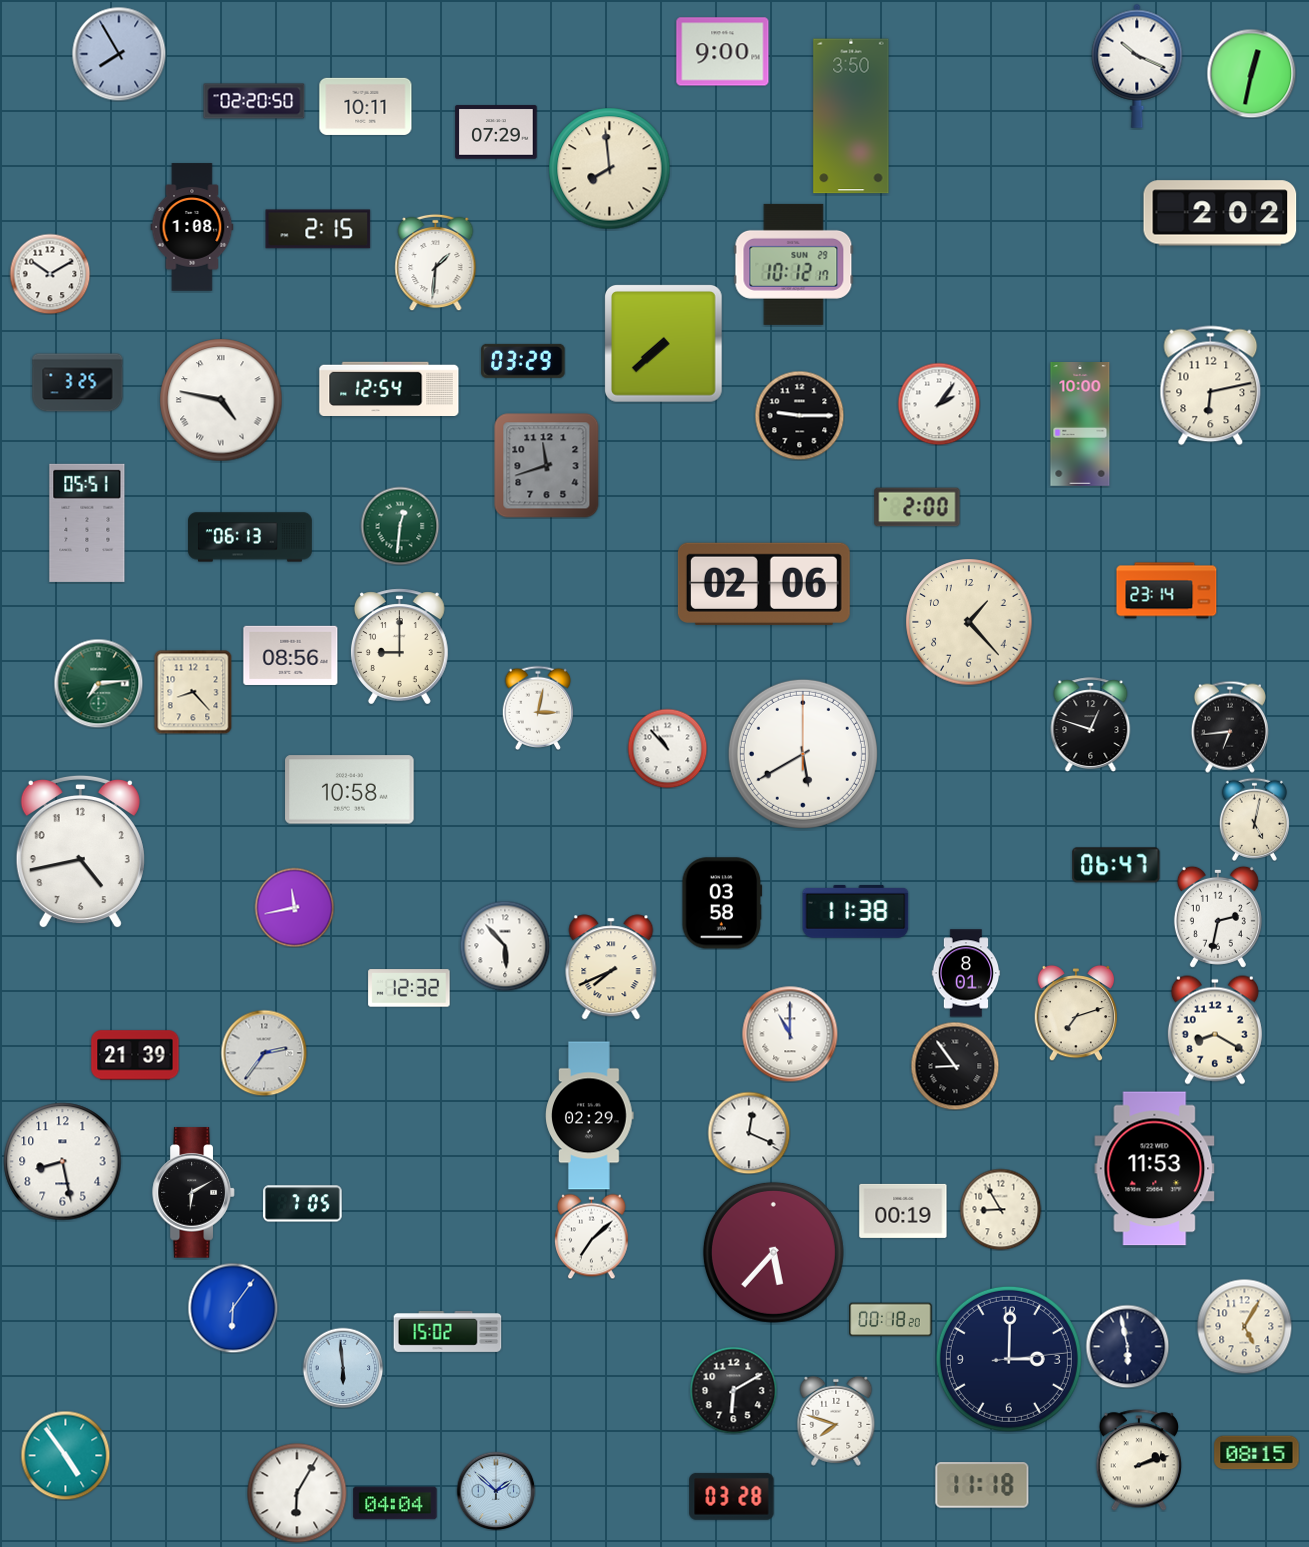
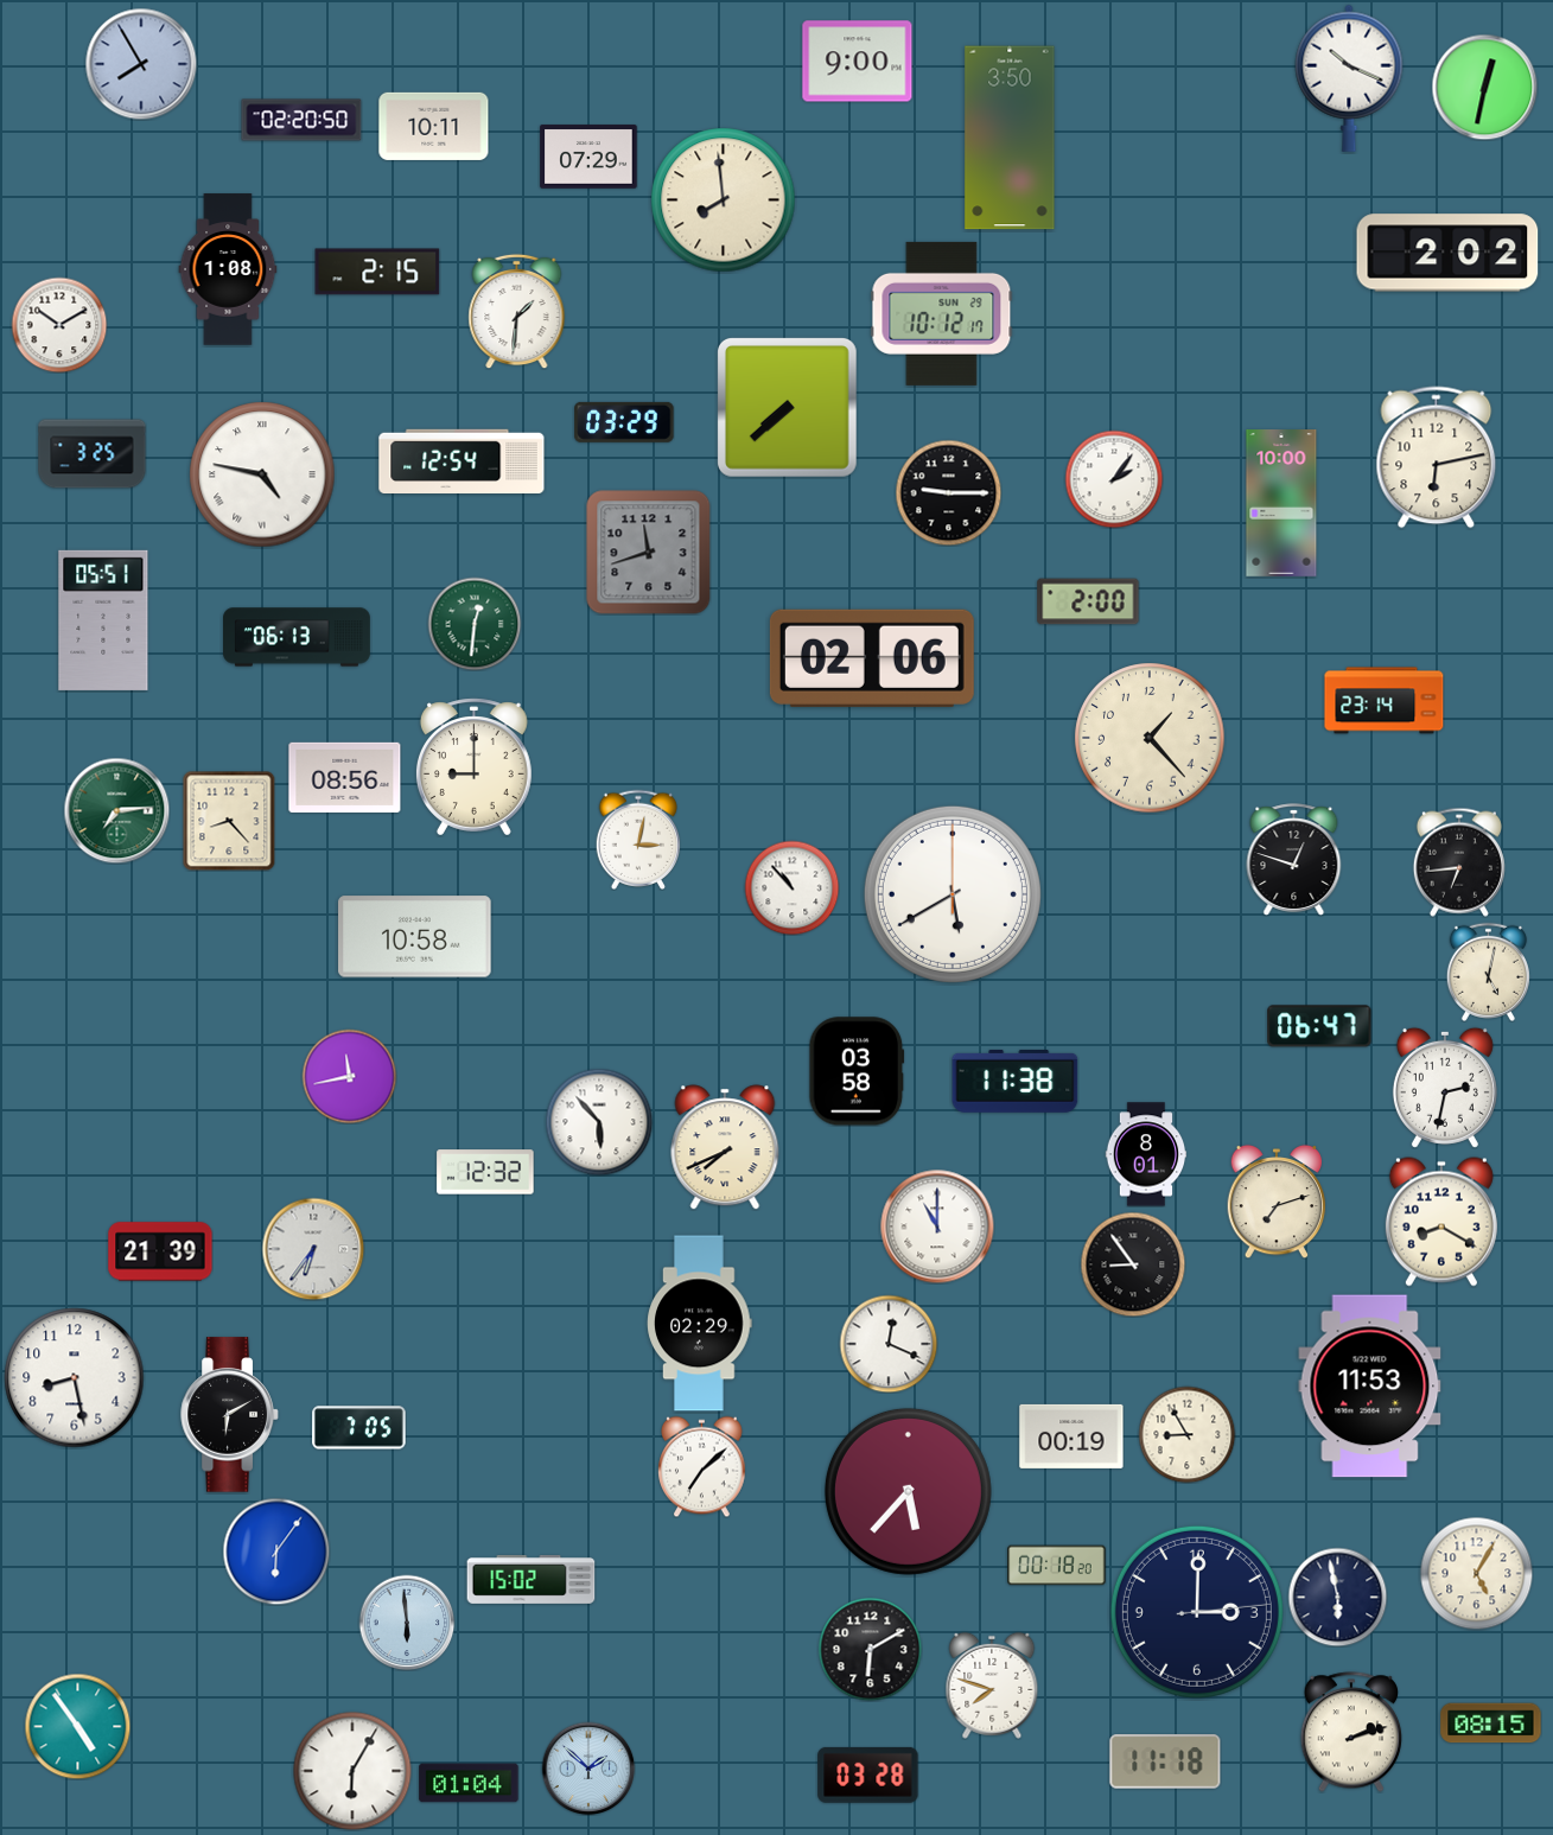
clock at (523, 361) position: (523, 361) -> (624, 422)
clock at (764, 584) position: (764, 584) -> (872, 658)
clock at (80, 852): 4:43 -> none
clock at (1116, 865) position: (1116, 865) -> (1319, 1026)
clock at (264, 1053): 2:36 -> 6:36
clock at (773, 1252) position: (773, 1252) -> (908, 1491)
clock at (395, 1503): 04:04 -> 01:04
